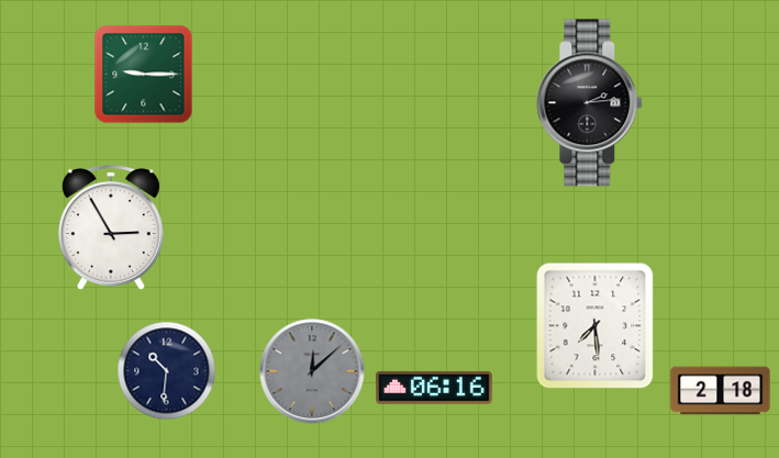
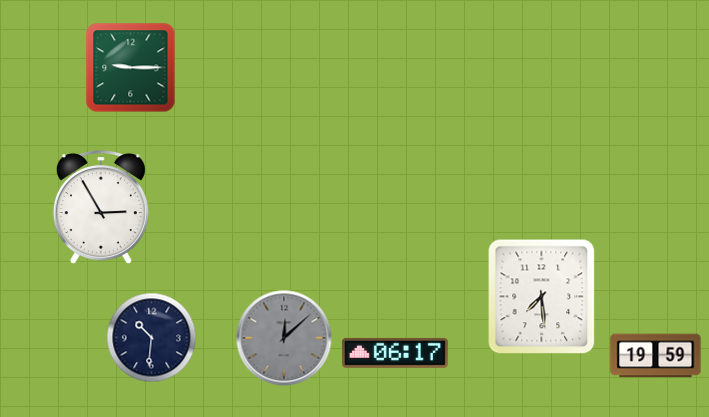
clock at (590, 103): 2:14 -> none
clock at (434, 388): 06:16 -> 06:17
clock at (721, 391): 2:18 -> 19:59
